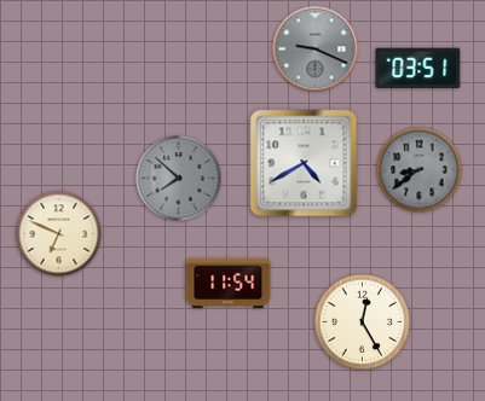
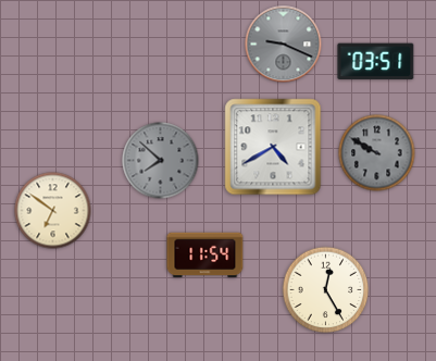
clock at (420, 170): 8:39 -> 9:50
clock at (59, 234): 6:49 -> 6:51
